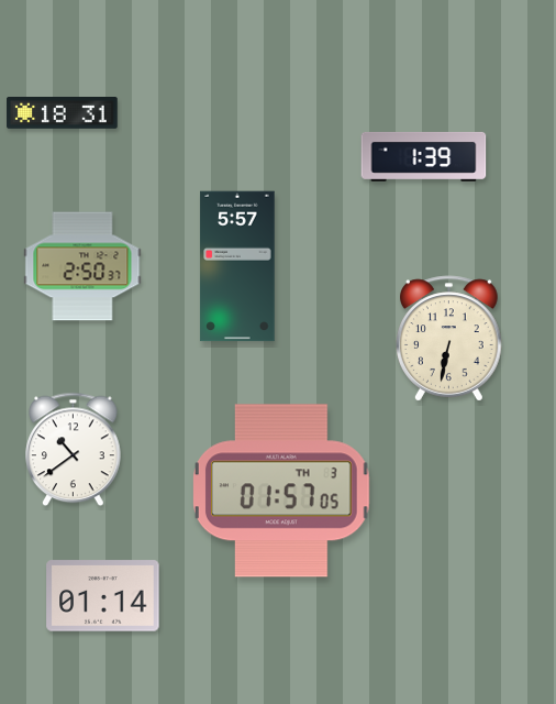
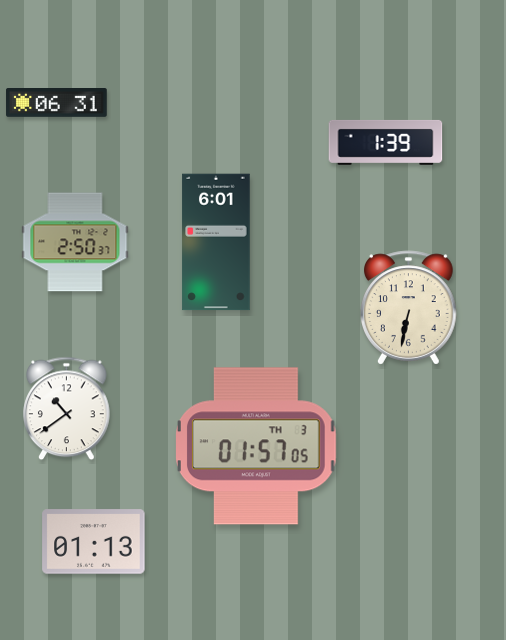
clock at (63, 113): 18:31 -> 06:31
clock at (237, 266): 5:57 -> 6:01
clock at (103, 596): 01:14 -> 01:13
